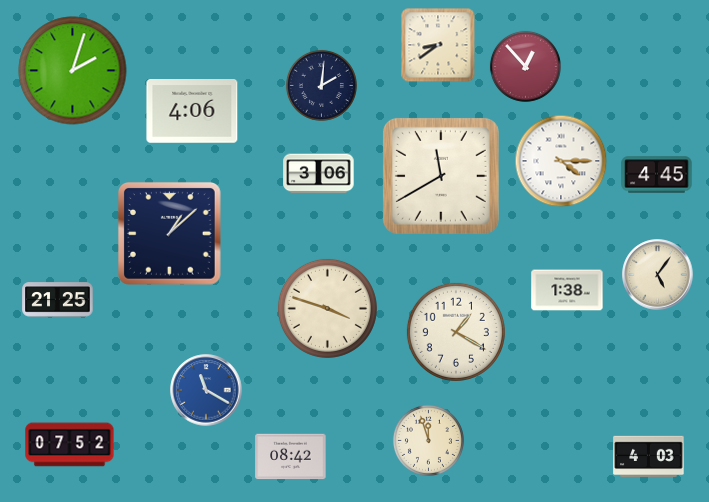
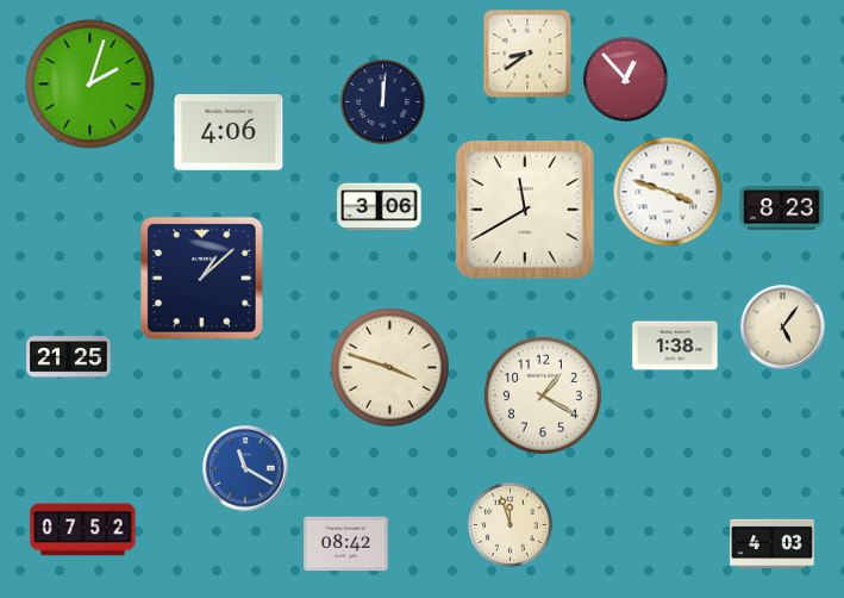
clock at (438, 45) position: (438, 45) -> (527, 54)
clock at (73, 71) position: (73, 71) -> (90, 85)
clock at (321, 85): 2:01 -> 12:01
clock at (561, 161): 4:15 -> 3:48
clock at (657, 175): 4:45 -> 8:23
clock at (206, 390) position: (206, 390) -> (245, 468)
